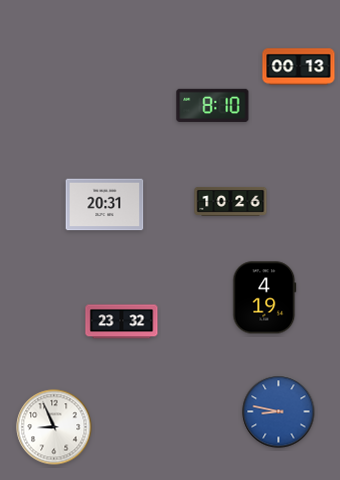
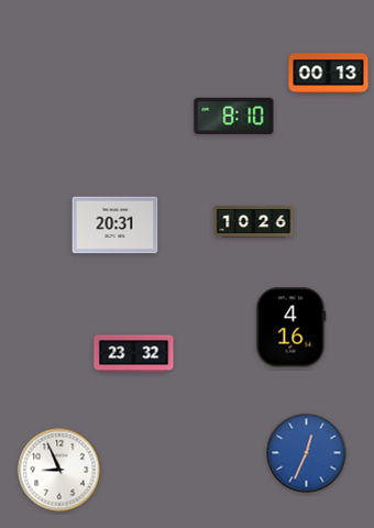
clock at (265, 298): 4:19 -> 4:16
clock at (279, 412): 8:47 -> 12:34
